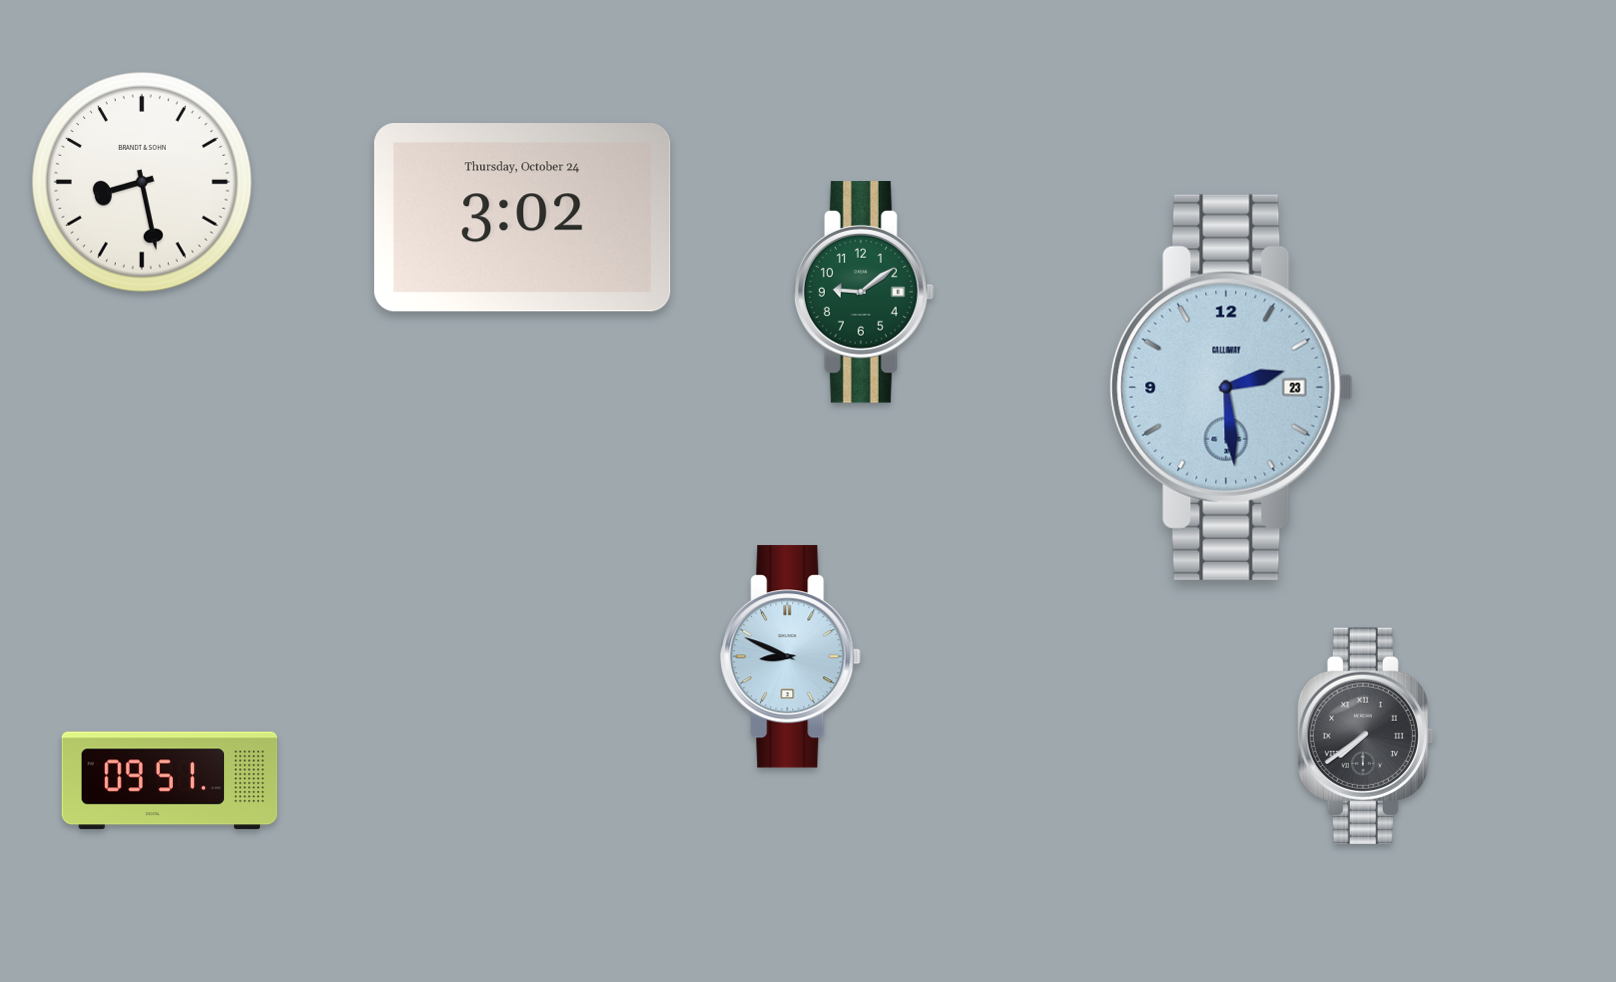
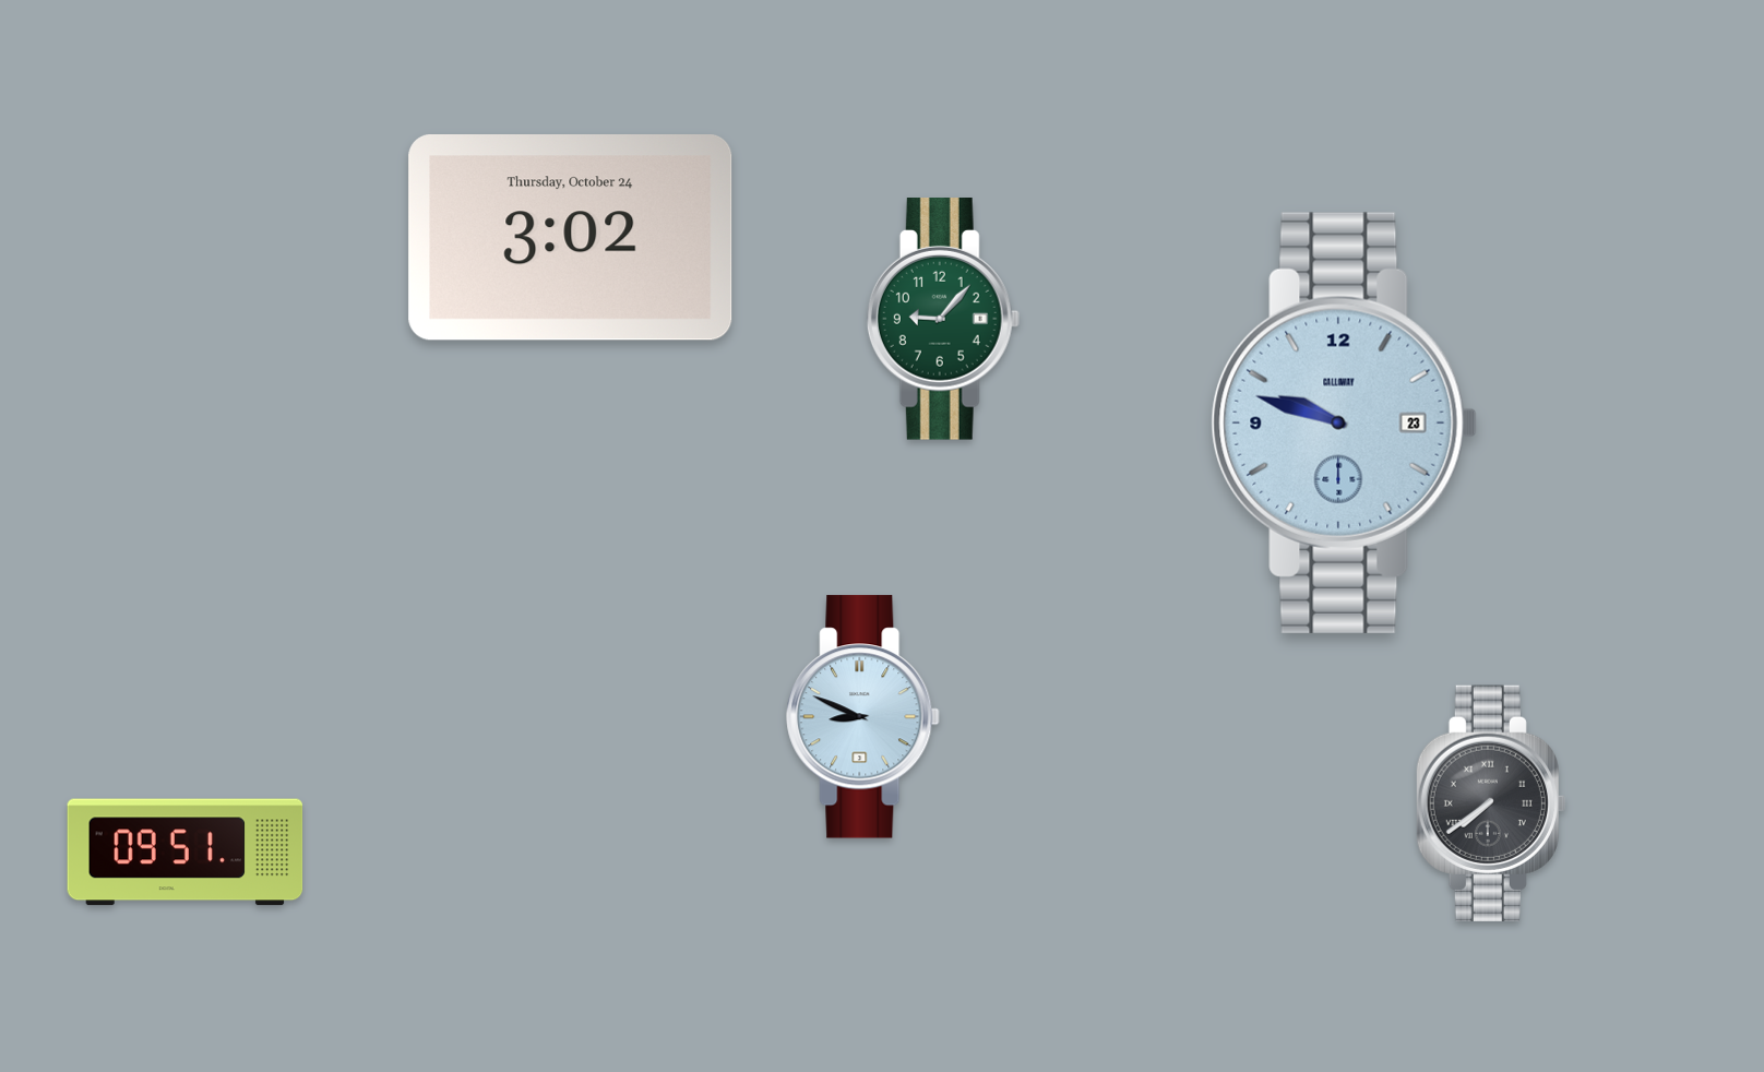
clock at (143, 183): 8:28 -> none
clock at (864, 293): 9:09 -> 9:07
clock at (1231, 387): 2:29 -> 9:48
